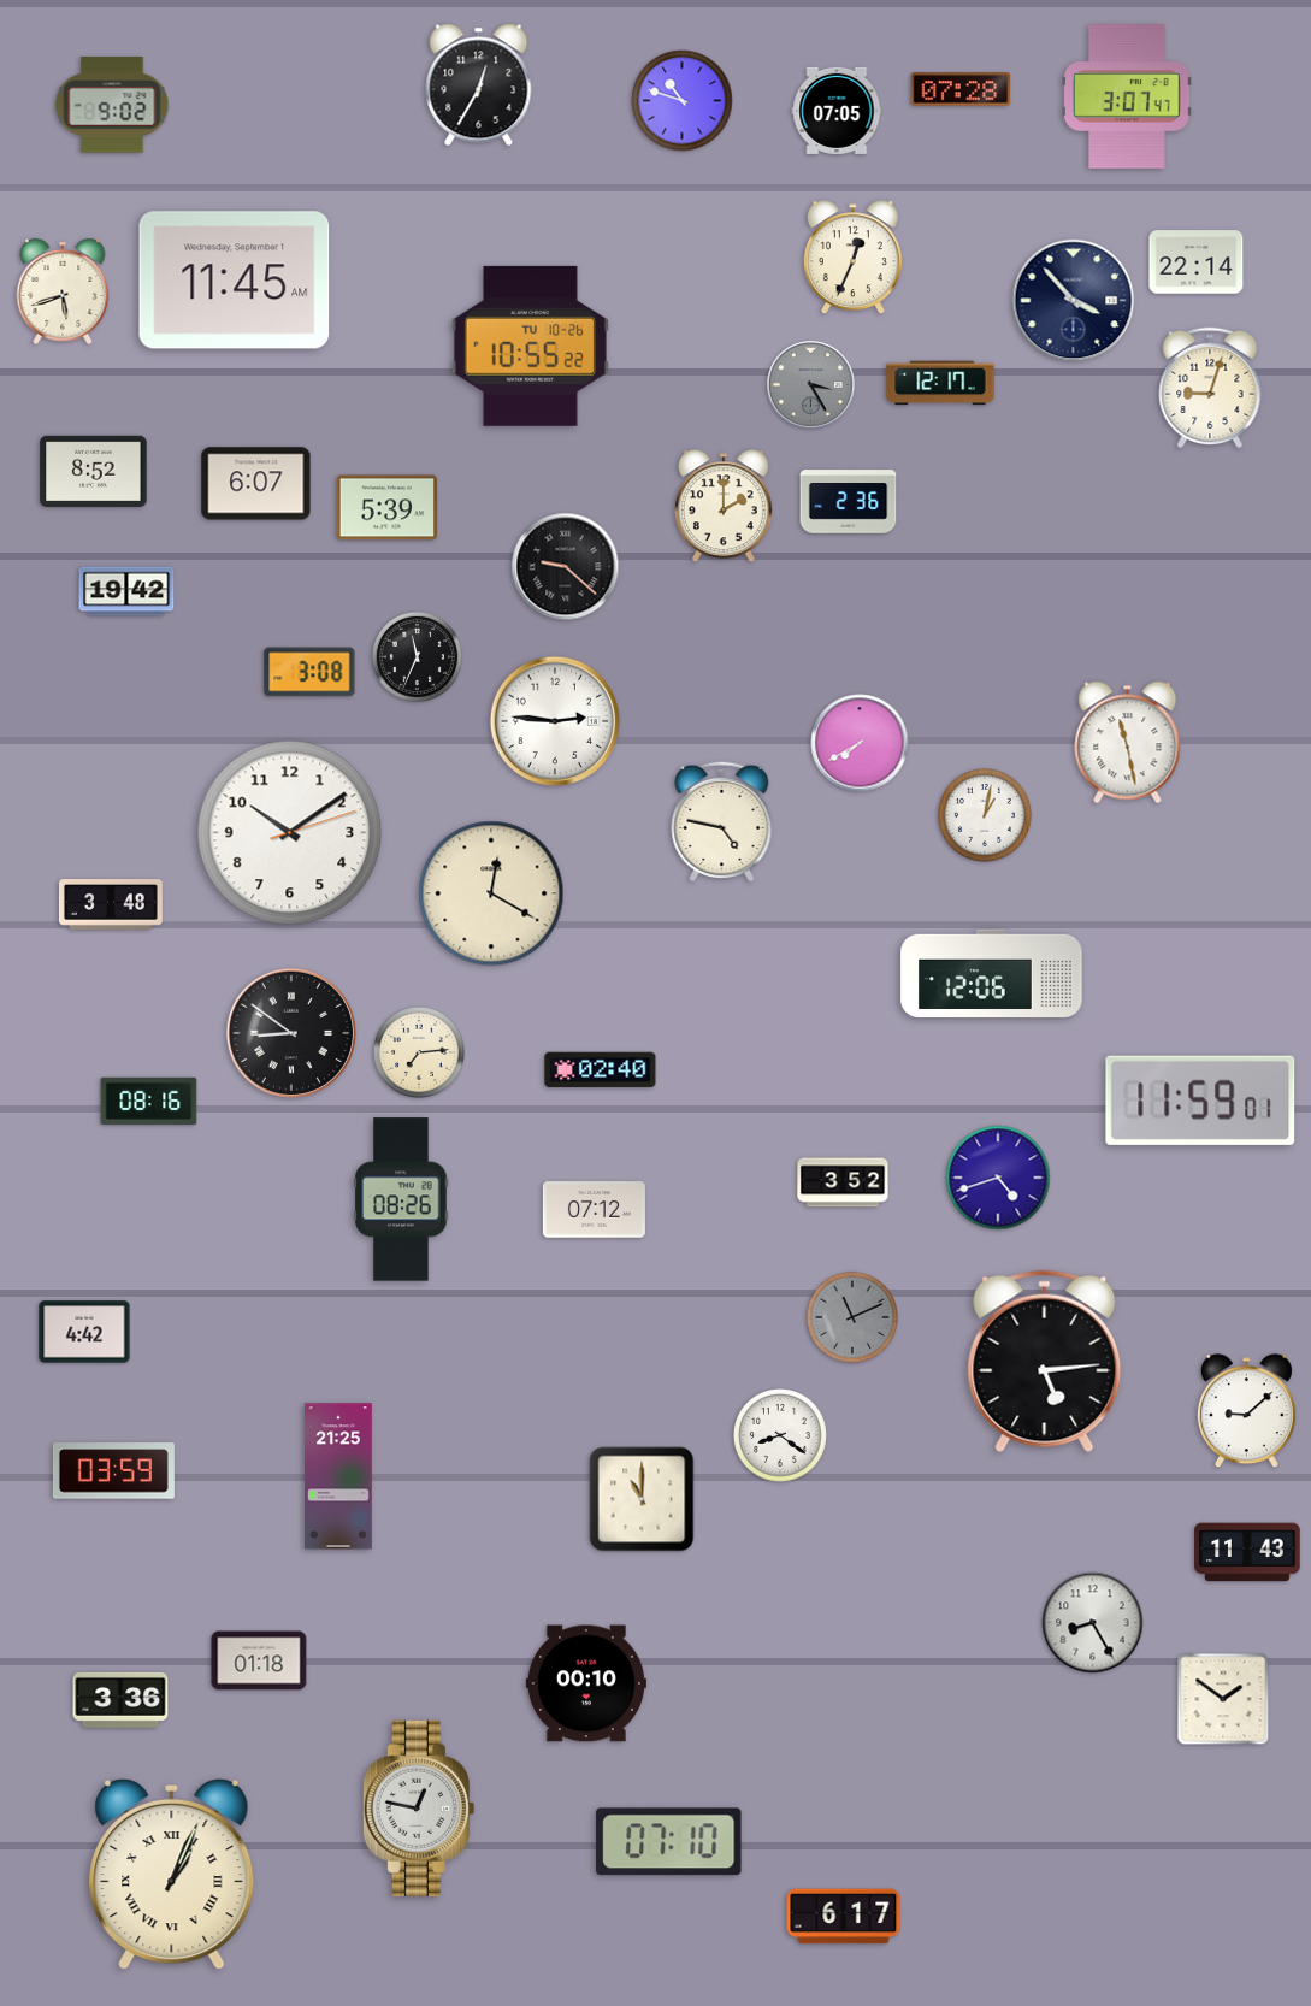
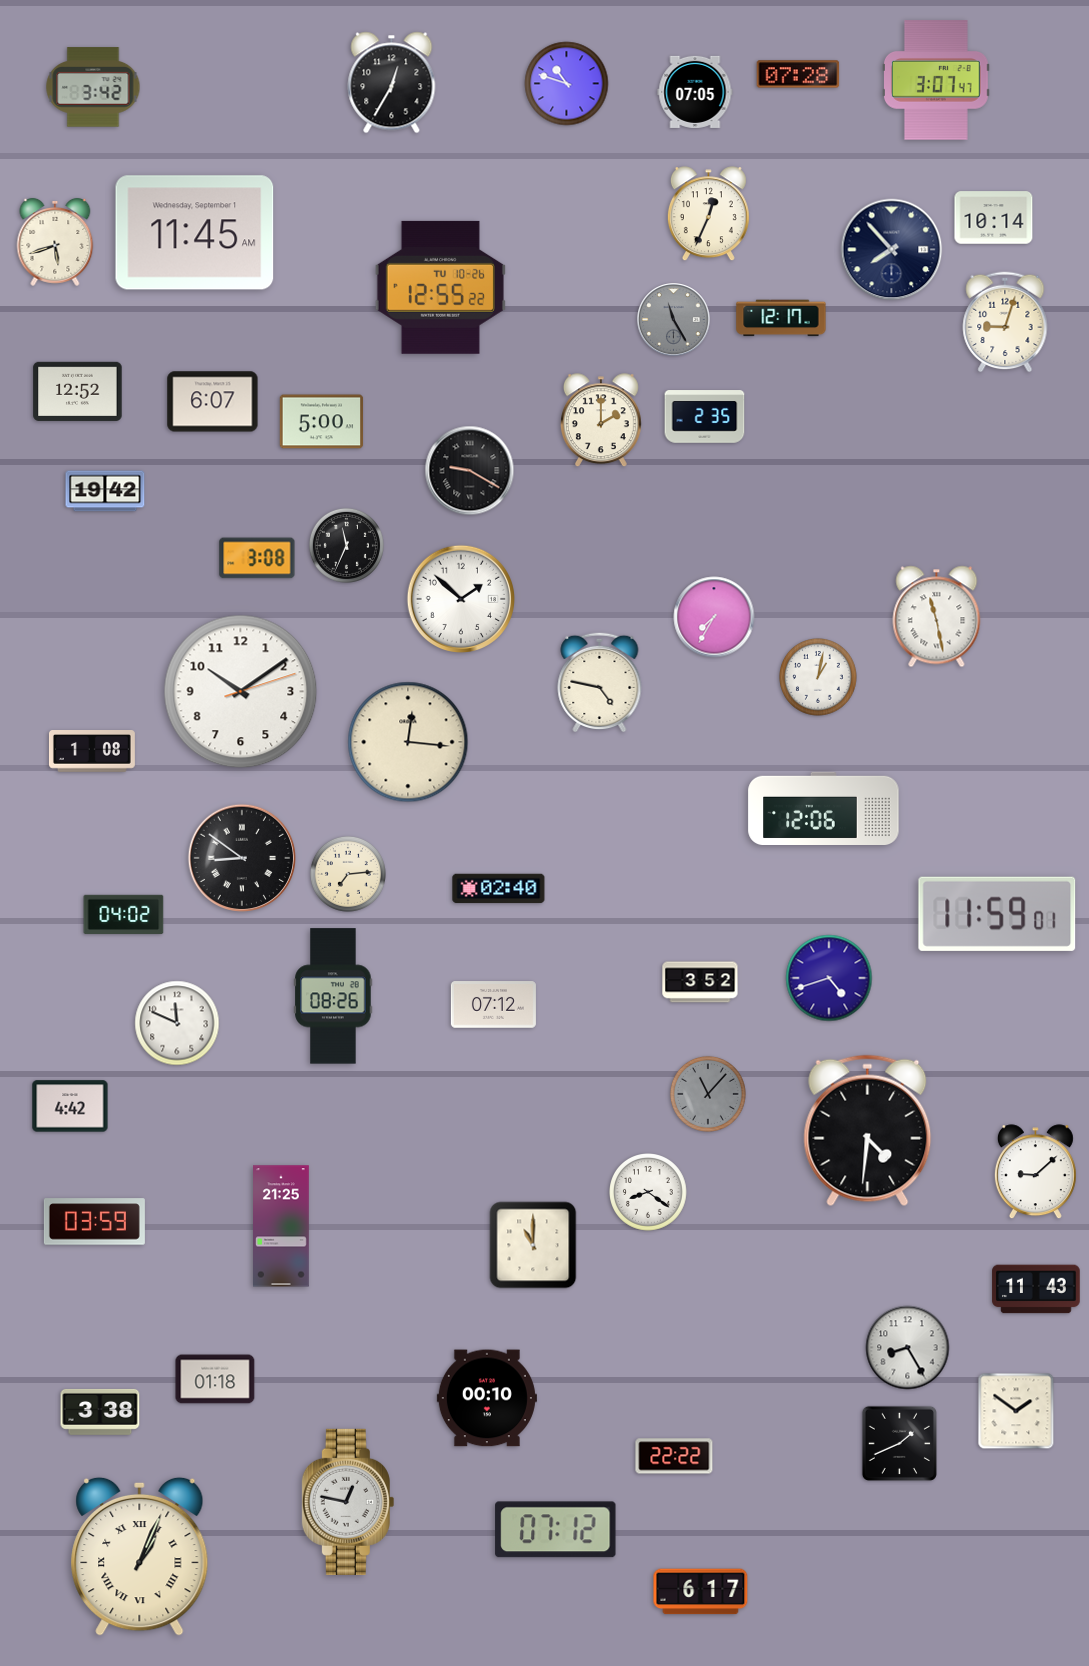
clock at (479, 85) position: (479, 85) -> (392, 83)
clock at (112, 105): 9:02 -> 3:42
clock at (1197, 262): 22:14 -> 10:14
clock at (63, 291) position: (63, 291) -> (55, 242)
clock at (1074, 301): 3:53 -> 7:53
clock at (530, 346): 10:55 -> 12:55
clock at (811, 385): 3:25 -> 11:25
clock at (94, 471): 8:52 -> 12:52
clock at (849, 502): 2:36 -> 2:35
clock at (388, 508): 5:39 -> 5:00
clock at (566, 567): 9:22 -> 9:20
clock at (554, 720): 2:46 -> 1:52
clock at (860, 743): 7:40 -> 7:35
clock at (491, 893): 12:20 -> 12:16
clock at (111, 905): 3:48 -> 1:08
clock at (149, 1102): 08:16 -> 04:02
clock at (177, 1023): none -> 11:49
clock at (852, 1317): 11:11 -> 11:07
clock at (1045, 1362): 5:14 -> 4:31
clock at (120, 1700): 3:36 -> 3:38
clock at (899, 1443): none -> 1:41
clock at (674, 1456): none -> 22:22
clock at (669, 1842): 07:10 -> 07:12
clock at (172, 1874) position: (172, 1874) -> (140, 1556)
